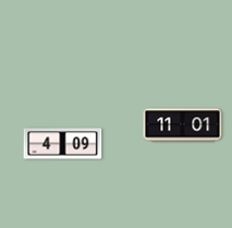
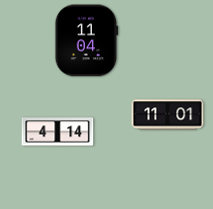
clock at (87, 41): none -> 11:04
clock at (63, 144): 4:09 -> 4:14
